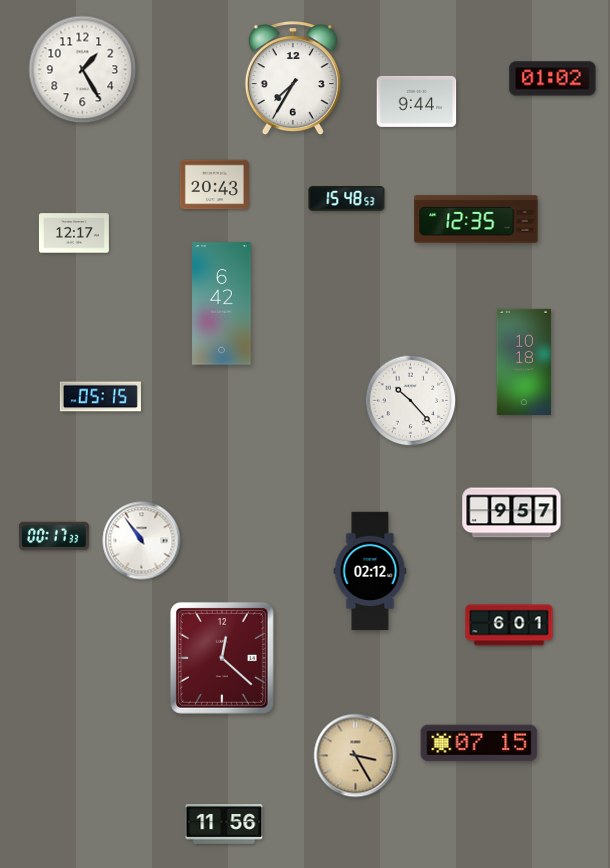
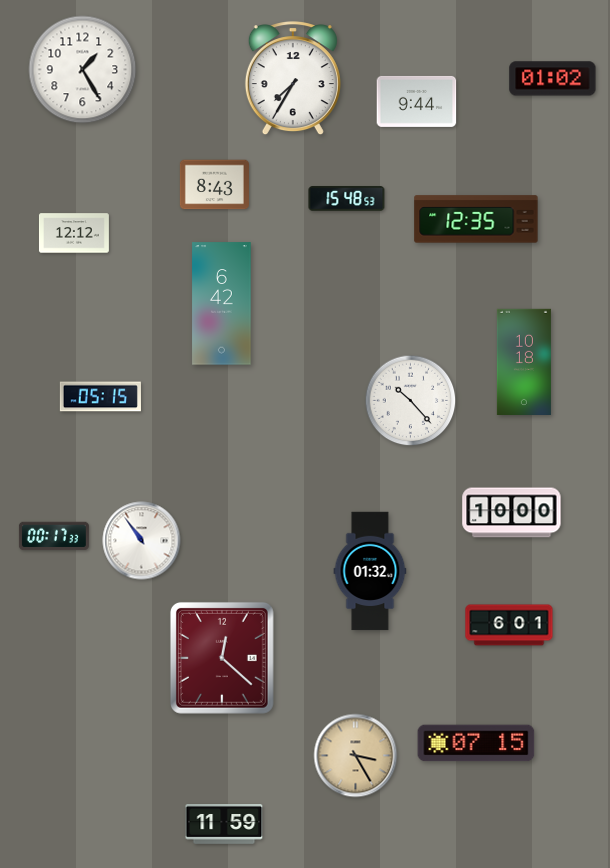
clock at (214, 185): 20:43 -> 8:43
clock at (74, 233): 12:17 -> 12:12
clock at (512, 513): 9:57 -> 10:00
clock at (370, 571): 02:12 -> 01:32
clock at (479, 743) position: (479, 743) -> (476, 743)
clock at (224, 825): 11:56 -> 11:59
